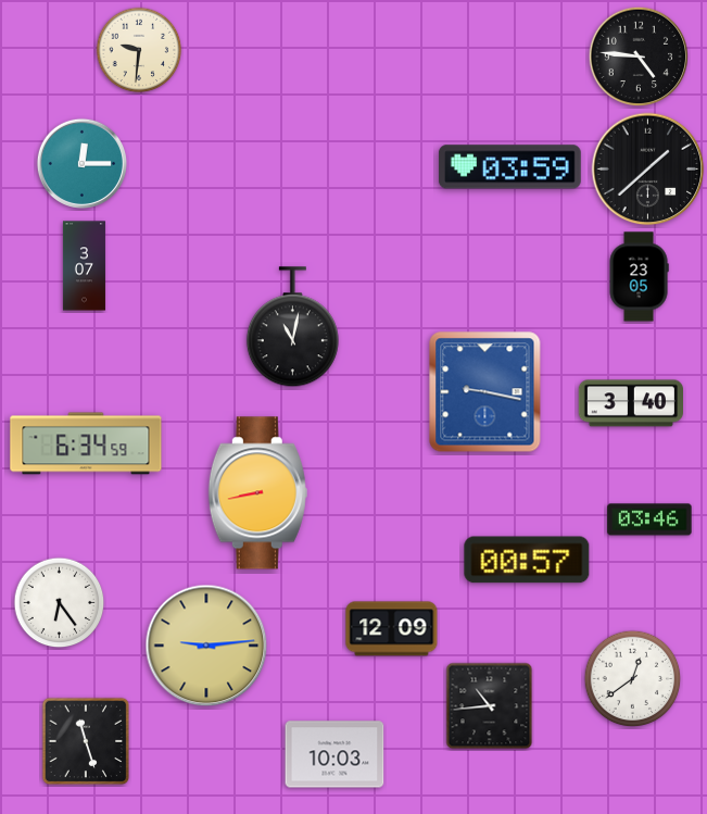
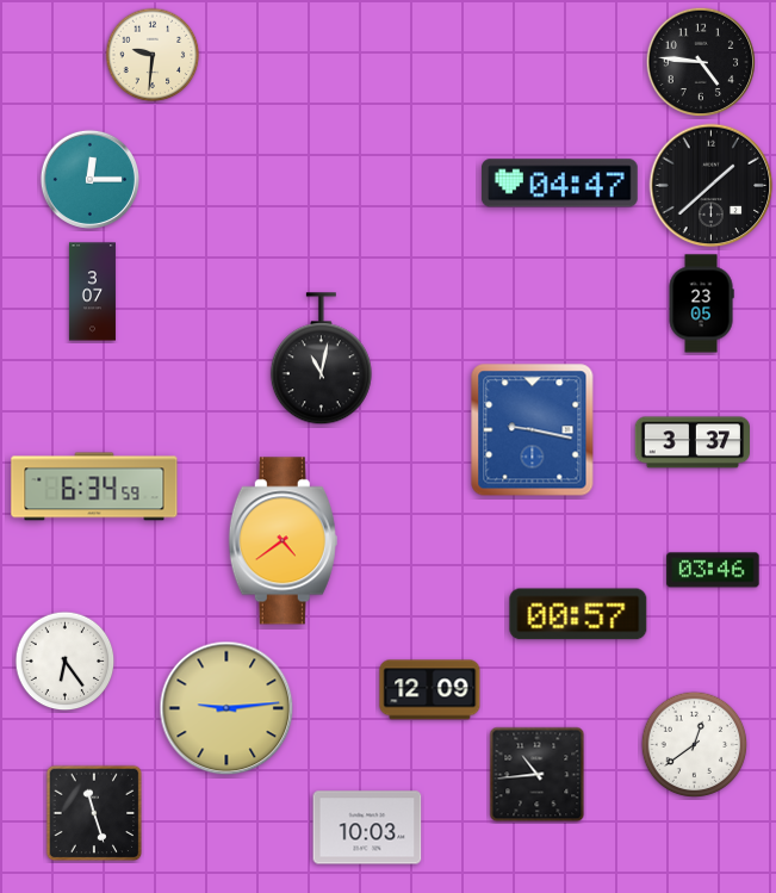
clock at (509, 167): 03:59 -> 04:47
clock at (630, 403): 3:40 -> 3:37
clock at (257, 493): 8:43 -> 4:39
